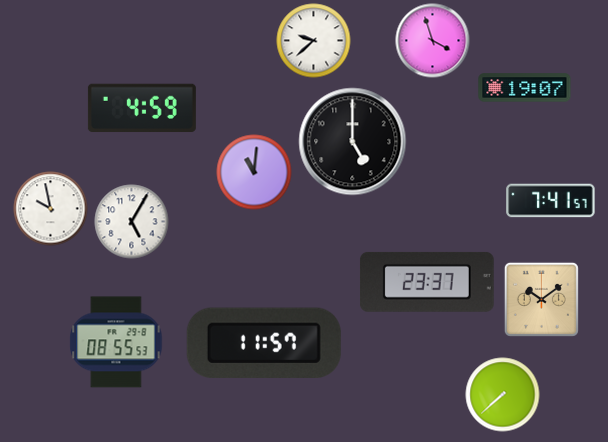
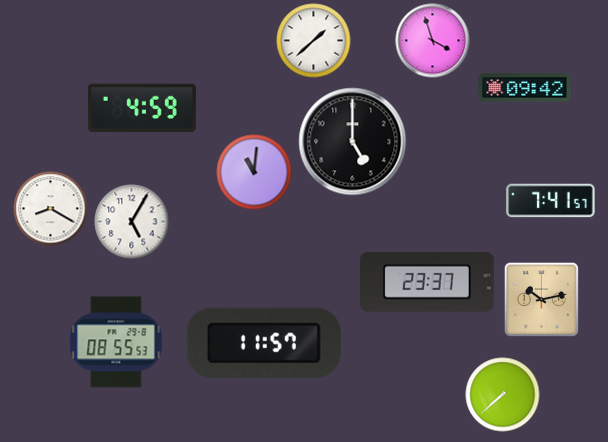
clock at (314, 41): 9:38 -> 1:38
clock at (525, 88): 19:07 -> 09:42
clock at (51, 209): 9:58 -> 8:20
clock at (541, 299): 10:09 -> 10:13
